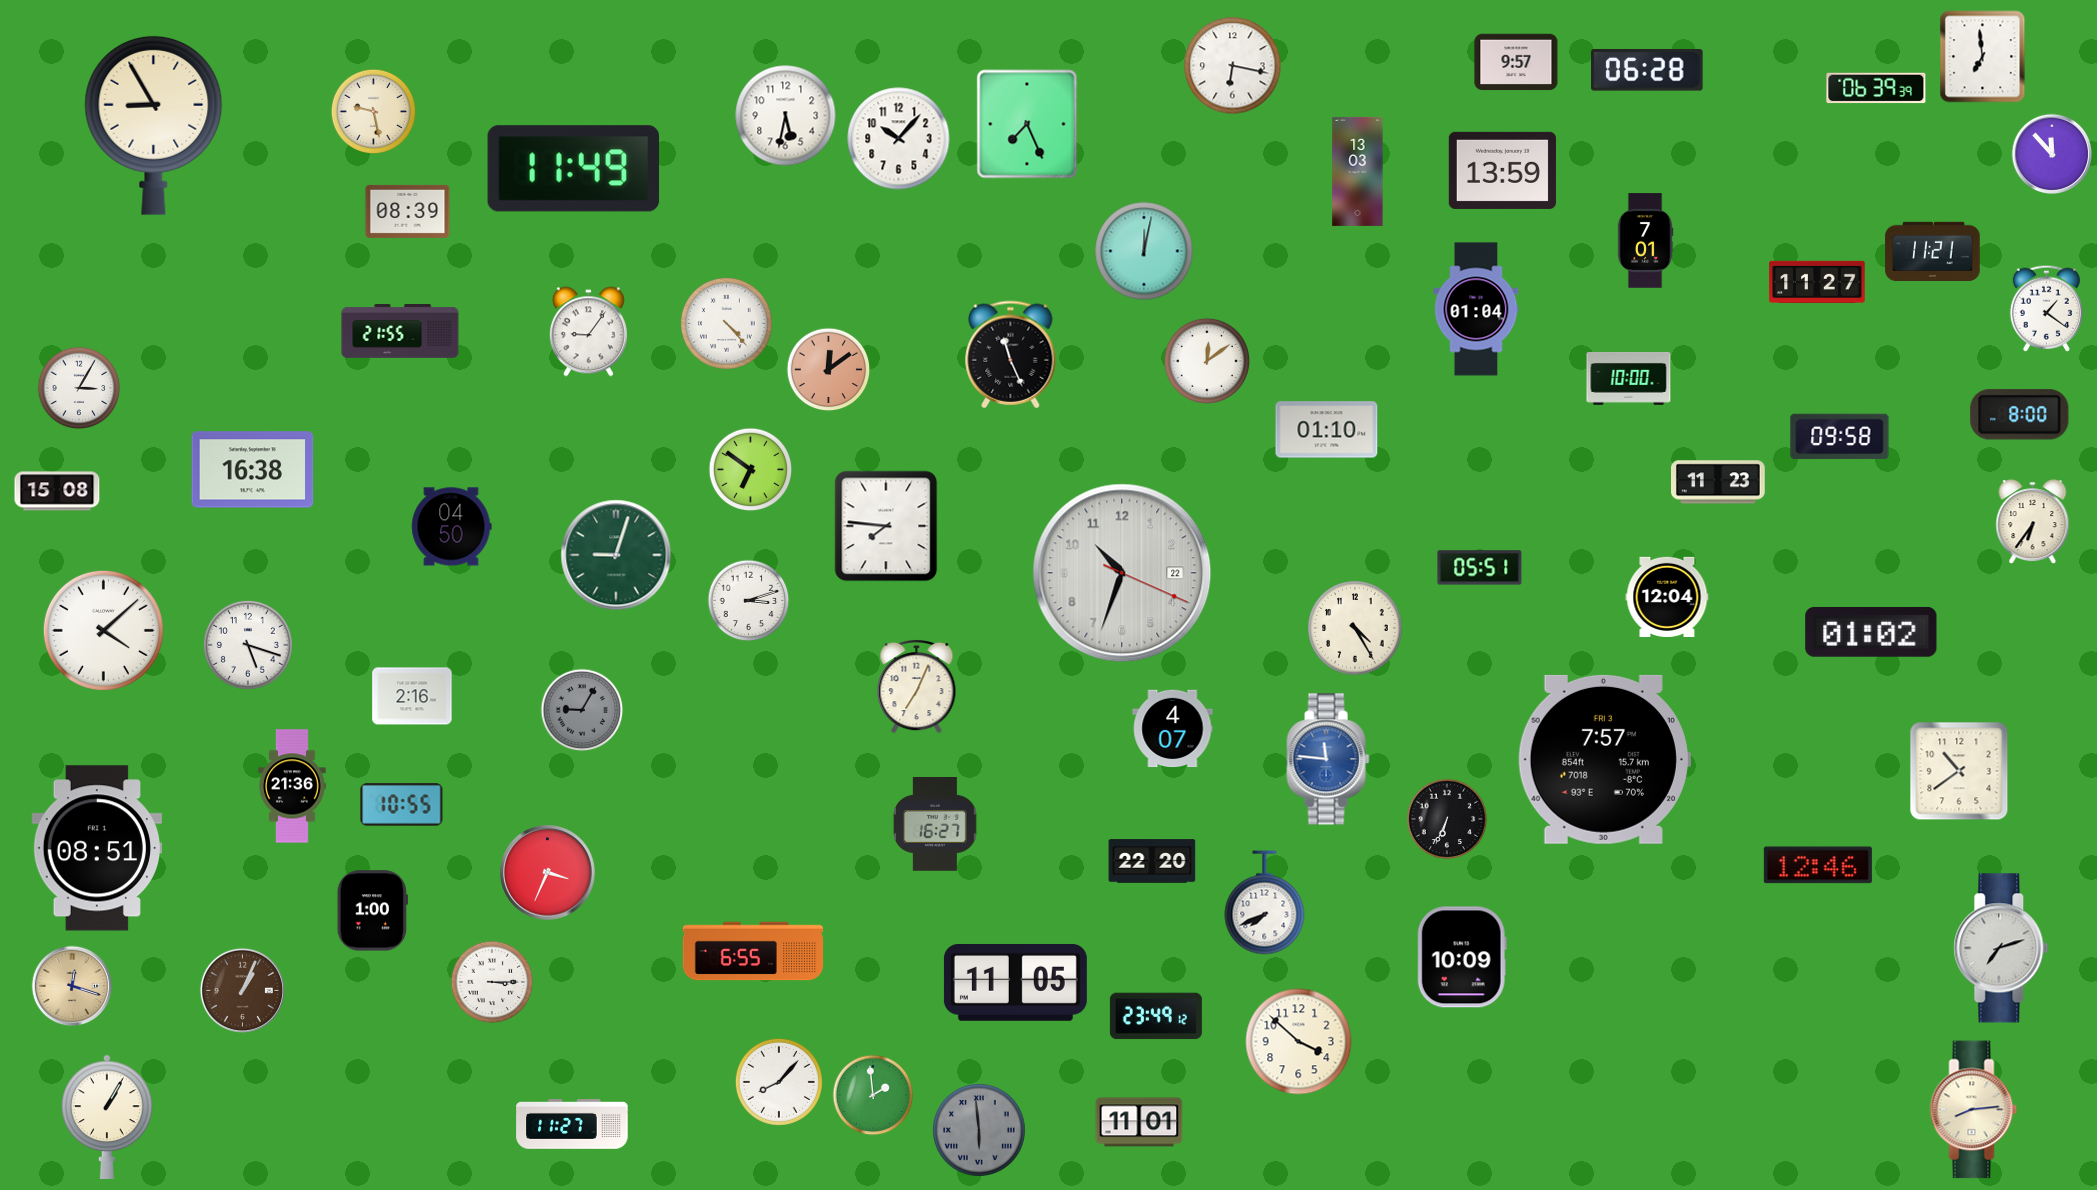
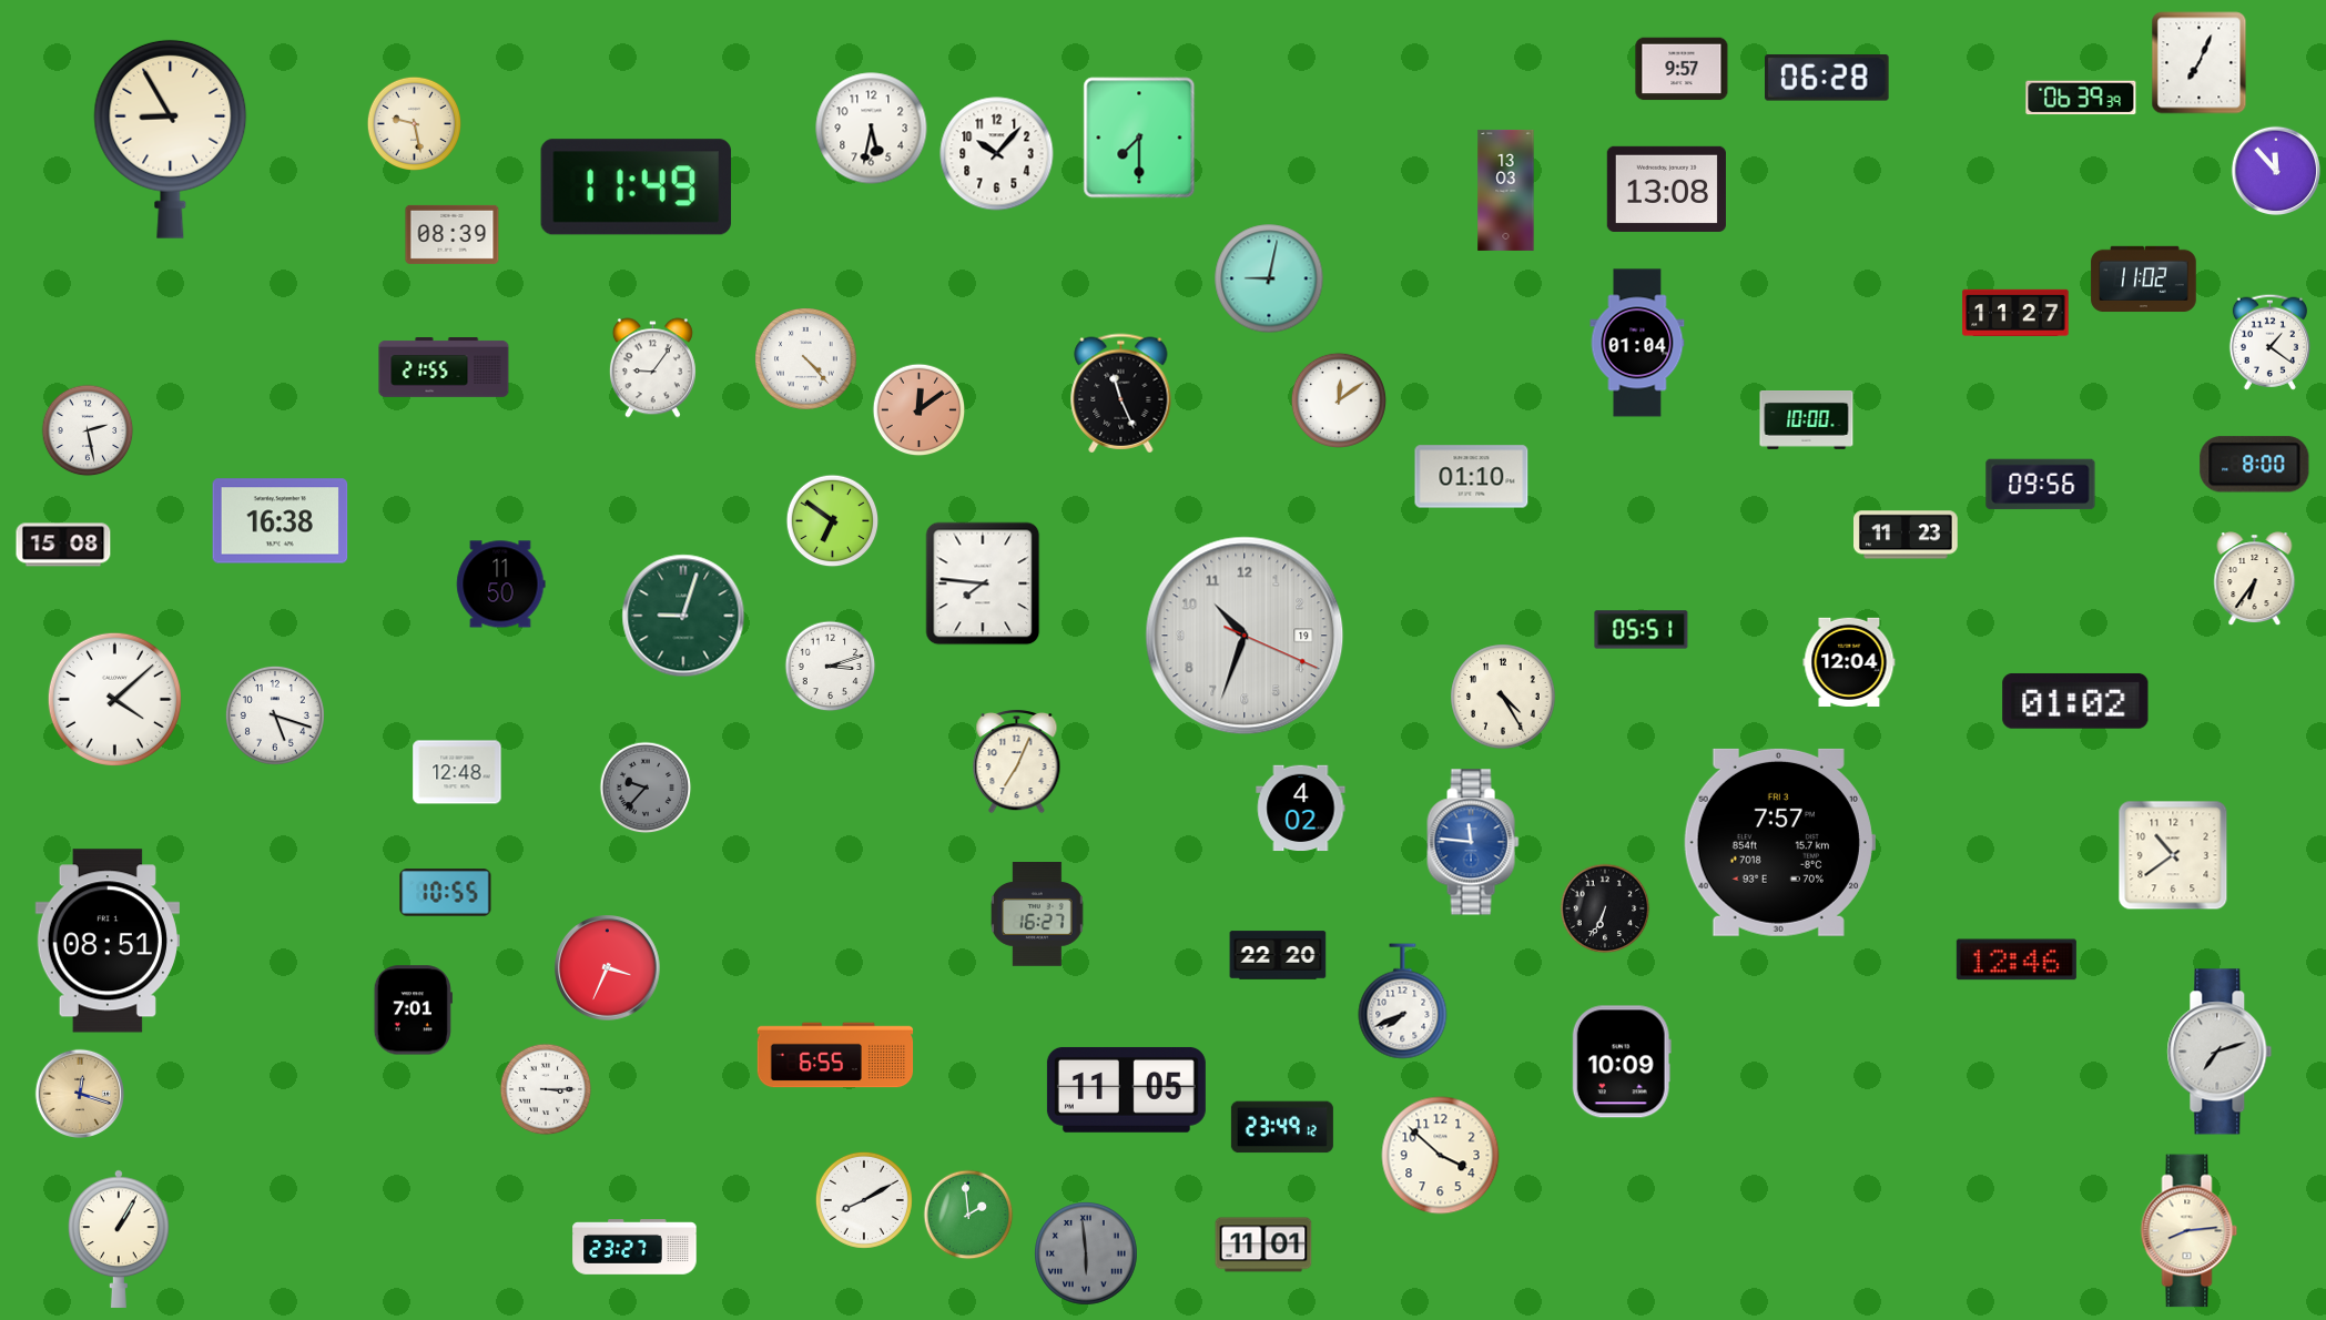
clock at (1983, 57): 6:59 -> 7:04
clock at (1233, 66): 6:17 -> none
clock at (1027, 124): 7:26 -> 7:30
clock at (1502, 170): 13:59 -> 13:08
clock at (1645, 241): 7:01 -> none
clock at (1144, 251): 12:02 -> 9:02
clock at (1933, 252): 11:21 -> 11:02
clock at (79, 388): 3:05 -> 2:28
clock at (2020, 415) position: (2020, 415) -> (2255, 465)
clock at (1840, 437): 09:58 -> 09:56
clock at (452, 527): 04:50 -> 11:50
clock at (1122, 573) date: 22 -> 19
clock at (412, 696): 2:16 -> 12:48
clock at (582, 710): 9:05 -> 9:37
clock at (1173, 729): 4:07 -> 4:02
clock at (292, 786): 21:36 -> none
clock at (372, 911): 1:00 -> 7:01
clock at (242, 990): 1:04 -> none
clock at (779, 1082): 8:07 -> 8:10
clock at (572, 1125): 11:27 -> 23:27
